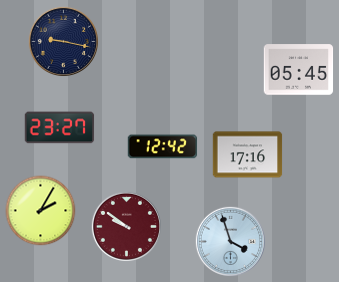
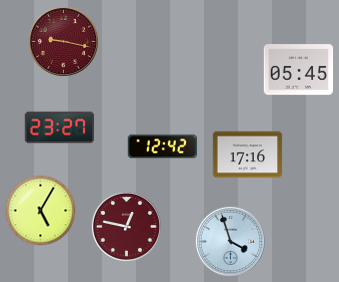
clock at (63, 41) dial: navy -> burgundy
clock at (41, 211): 2:05 -> 5:05
clock at (126, 226): 9:51 -> 12:47
